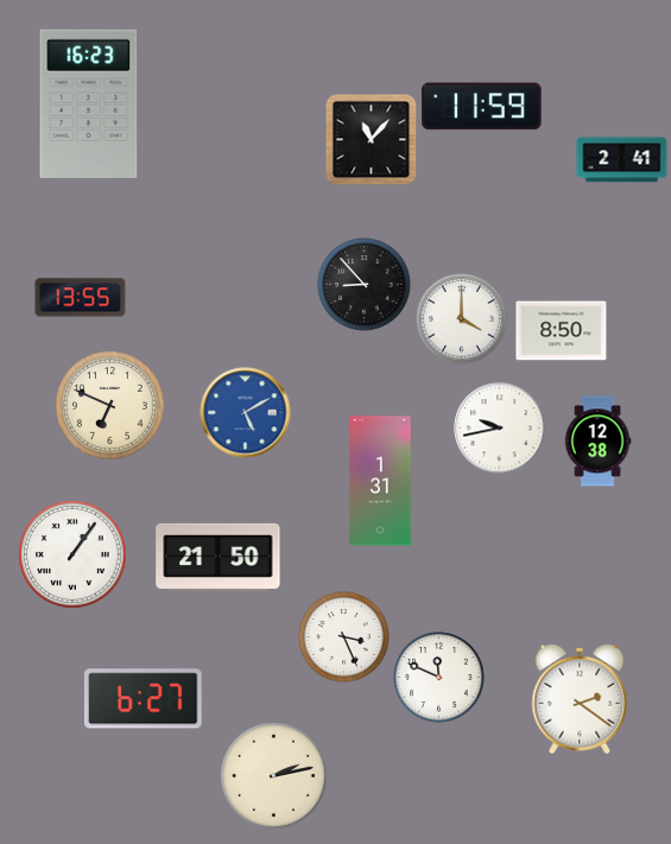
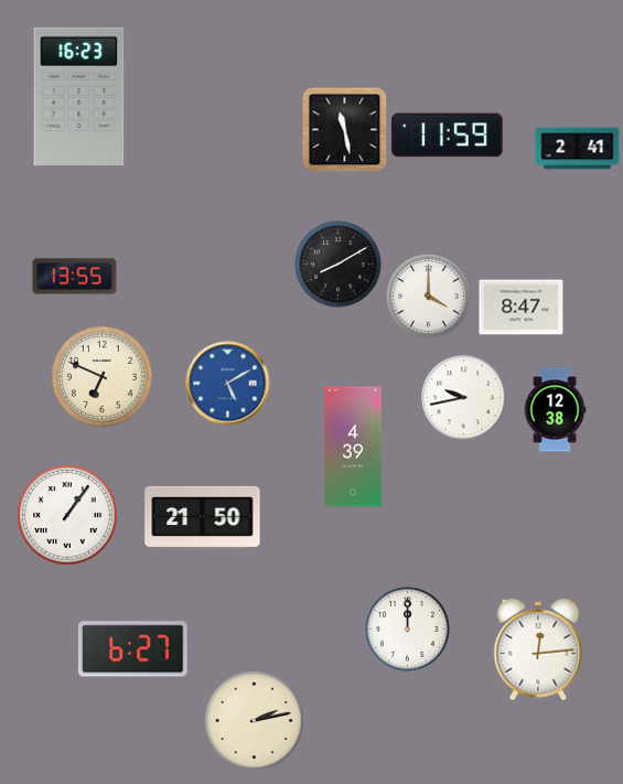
clock at (89, 103) position: (89, 103) -> (79, 96)
clock at (482, 107) position: (482, 107) -> (448, 136)
clock at (371, 139): 11:07 -> 11:28
clock at (365, 285): 8:53 -> 8:10
clock at (562, 331): 8:50 -> 8:47
clock at (380, 481): 1:31 -> 4:39
clock at (344, 637): 3:26 -> none
clock at (439, 678): 11:49 -> 12:00
clock at (580, 699): 2:21 -> 12:14
